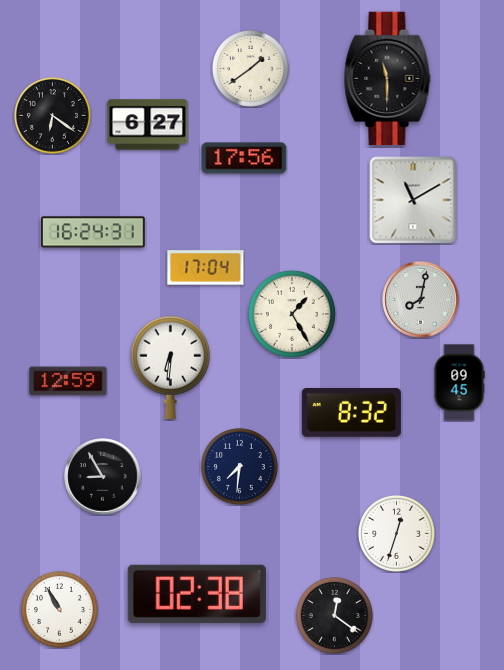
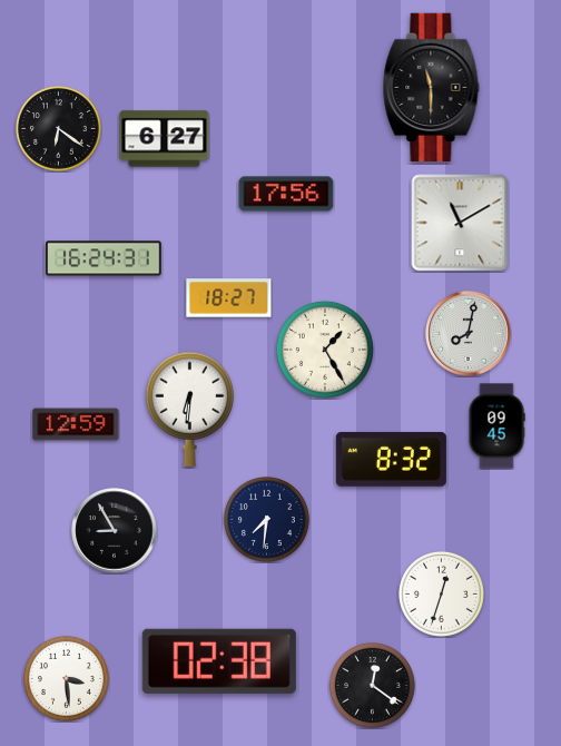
clock at (250, 68): 1:39 -> none
clock at (244, 158) position: (244, 158) -> (286, 194)
clock at (206, 268): 17:04 -> 18:27
clock at (459, 383) position: (459, 383) -> (496, 426)
clock at (59, 609): 10:55 -> 3:29
